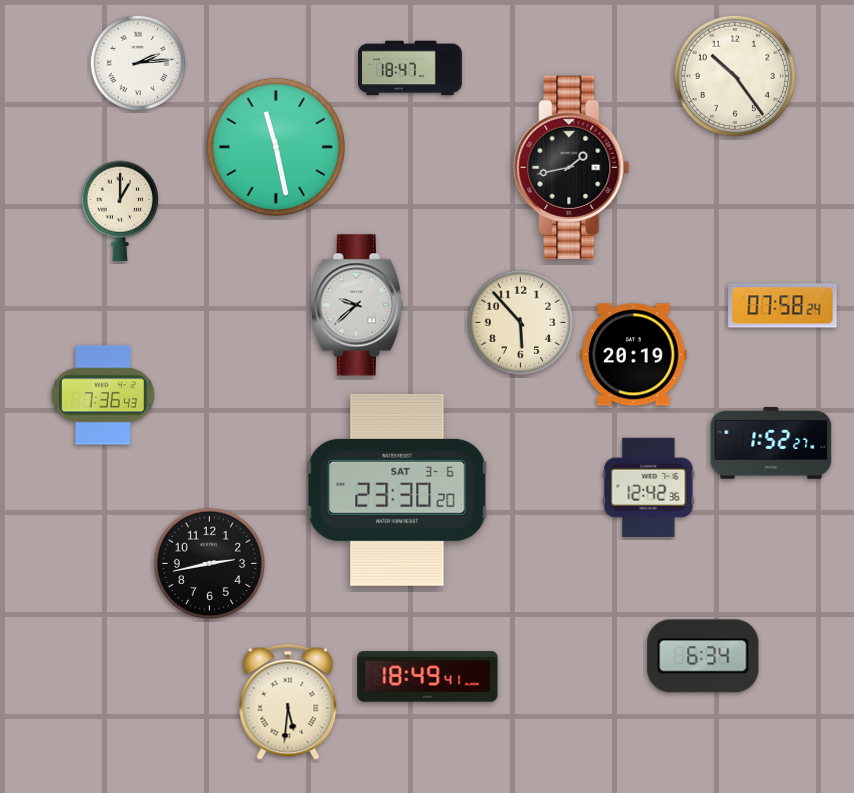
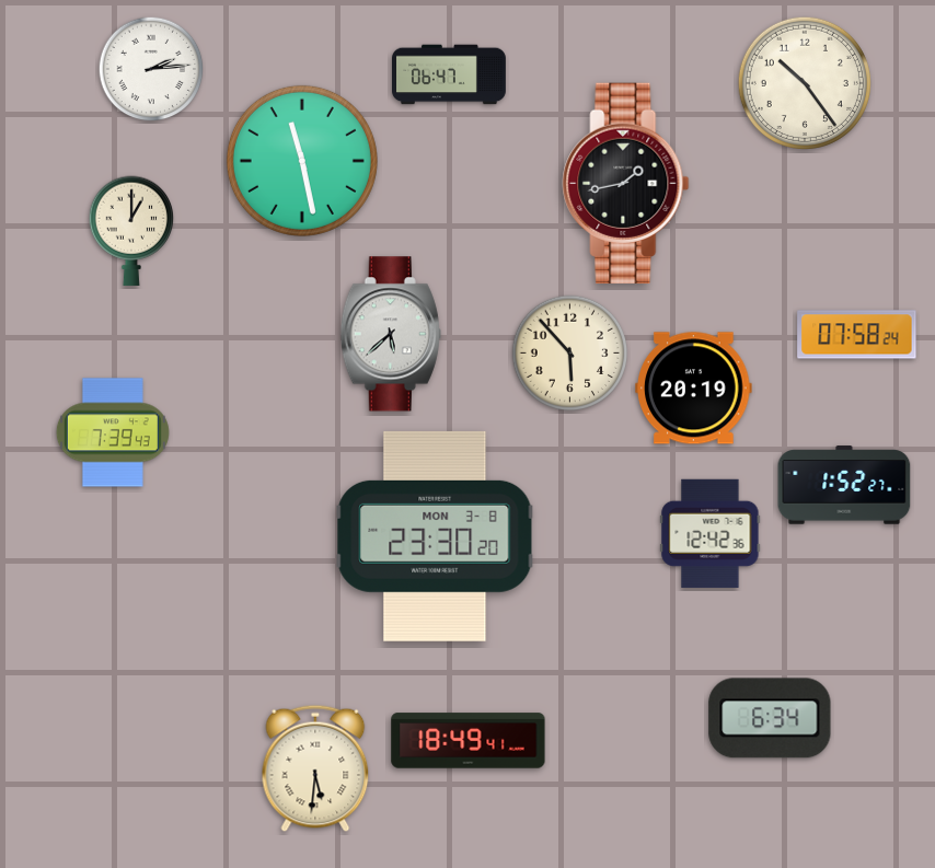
clock at (410, 68): 18:47 -> 06:47
clock at (357, 305): 9:38 -> 5:38
clock at (103, 395): 7:36 -> 7:39
clock at (397, 490) date: SAT 3-6 -> MON 3-8
clock at (209, 563): 2:43 -> none
